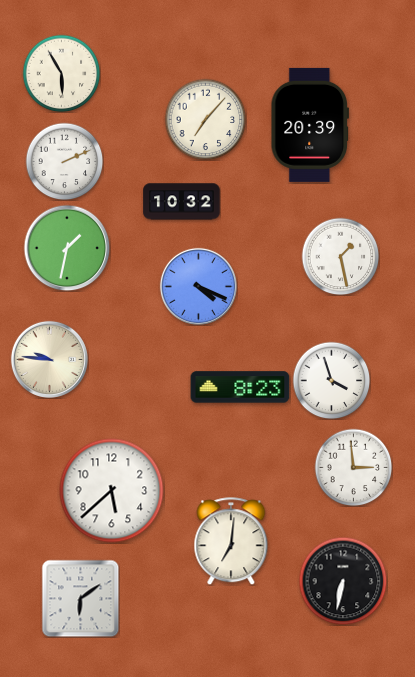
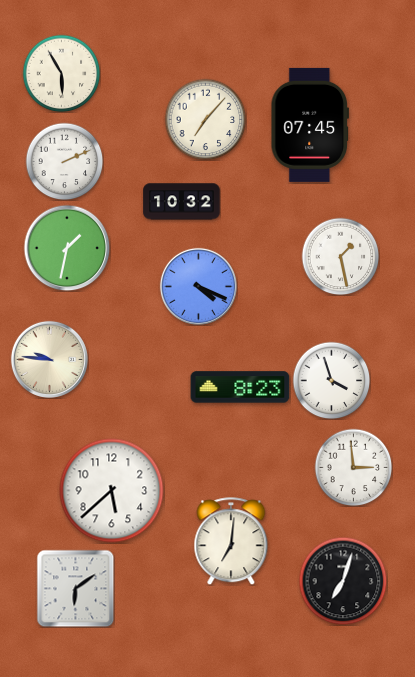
clock at (309, 125): 20:39 -> 07:45
clock at (343, 581): 6:32 -> 7:03
clock at (80, 598) position: (80, 598) -> (75, 588)
